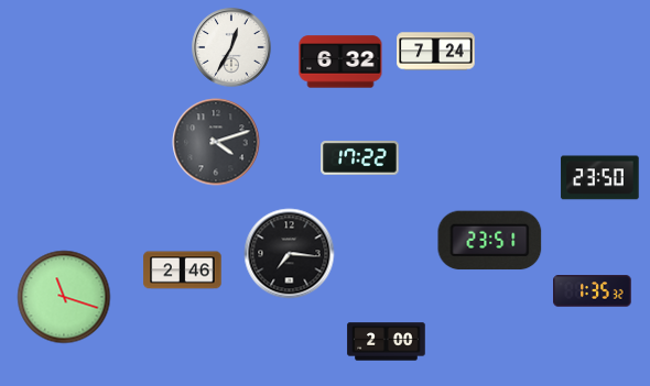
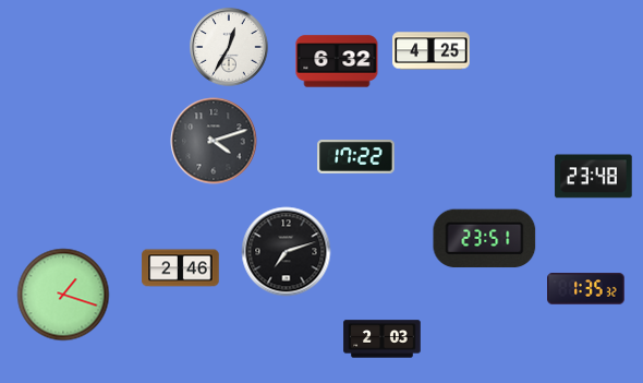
clock at (436, 52): 7:24 -> 4:25
clock at (600, 178): 23:50 -> 23:48
clock at (290, 254): 7:16 -> 7:12
clock at (64, 297): 11:18 -> 1:18
clock at (387, 342): 2:00 -> 2:03
